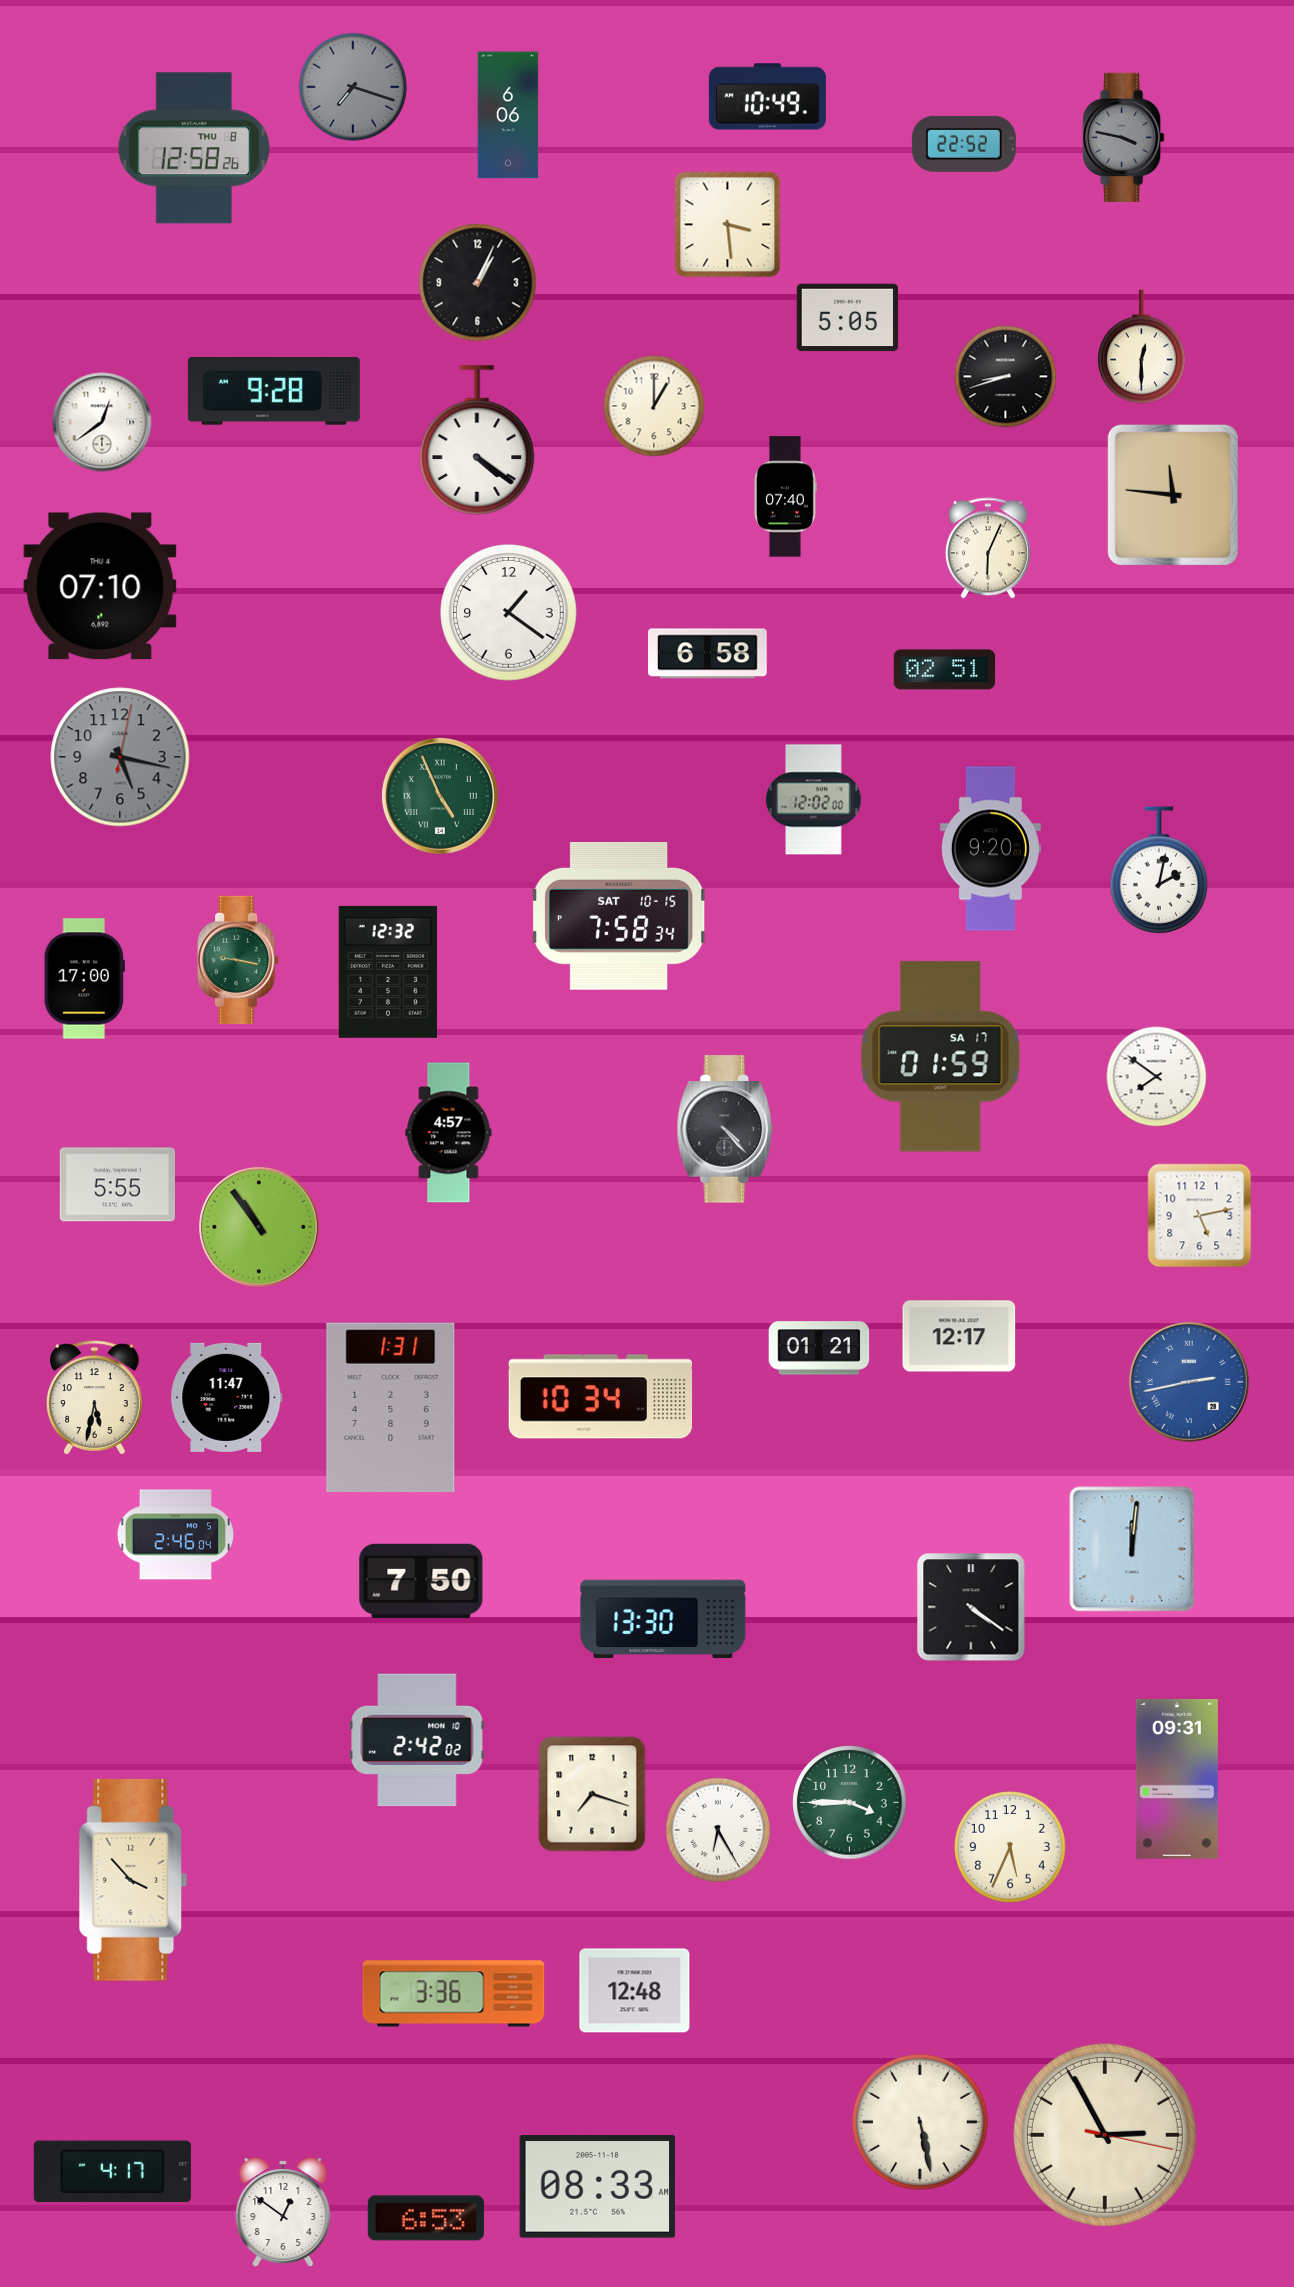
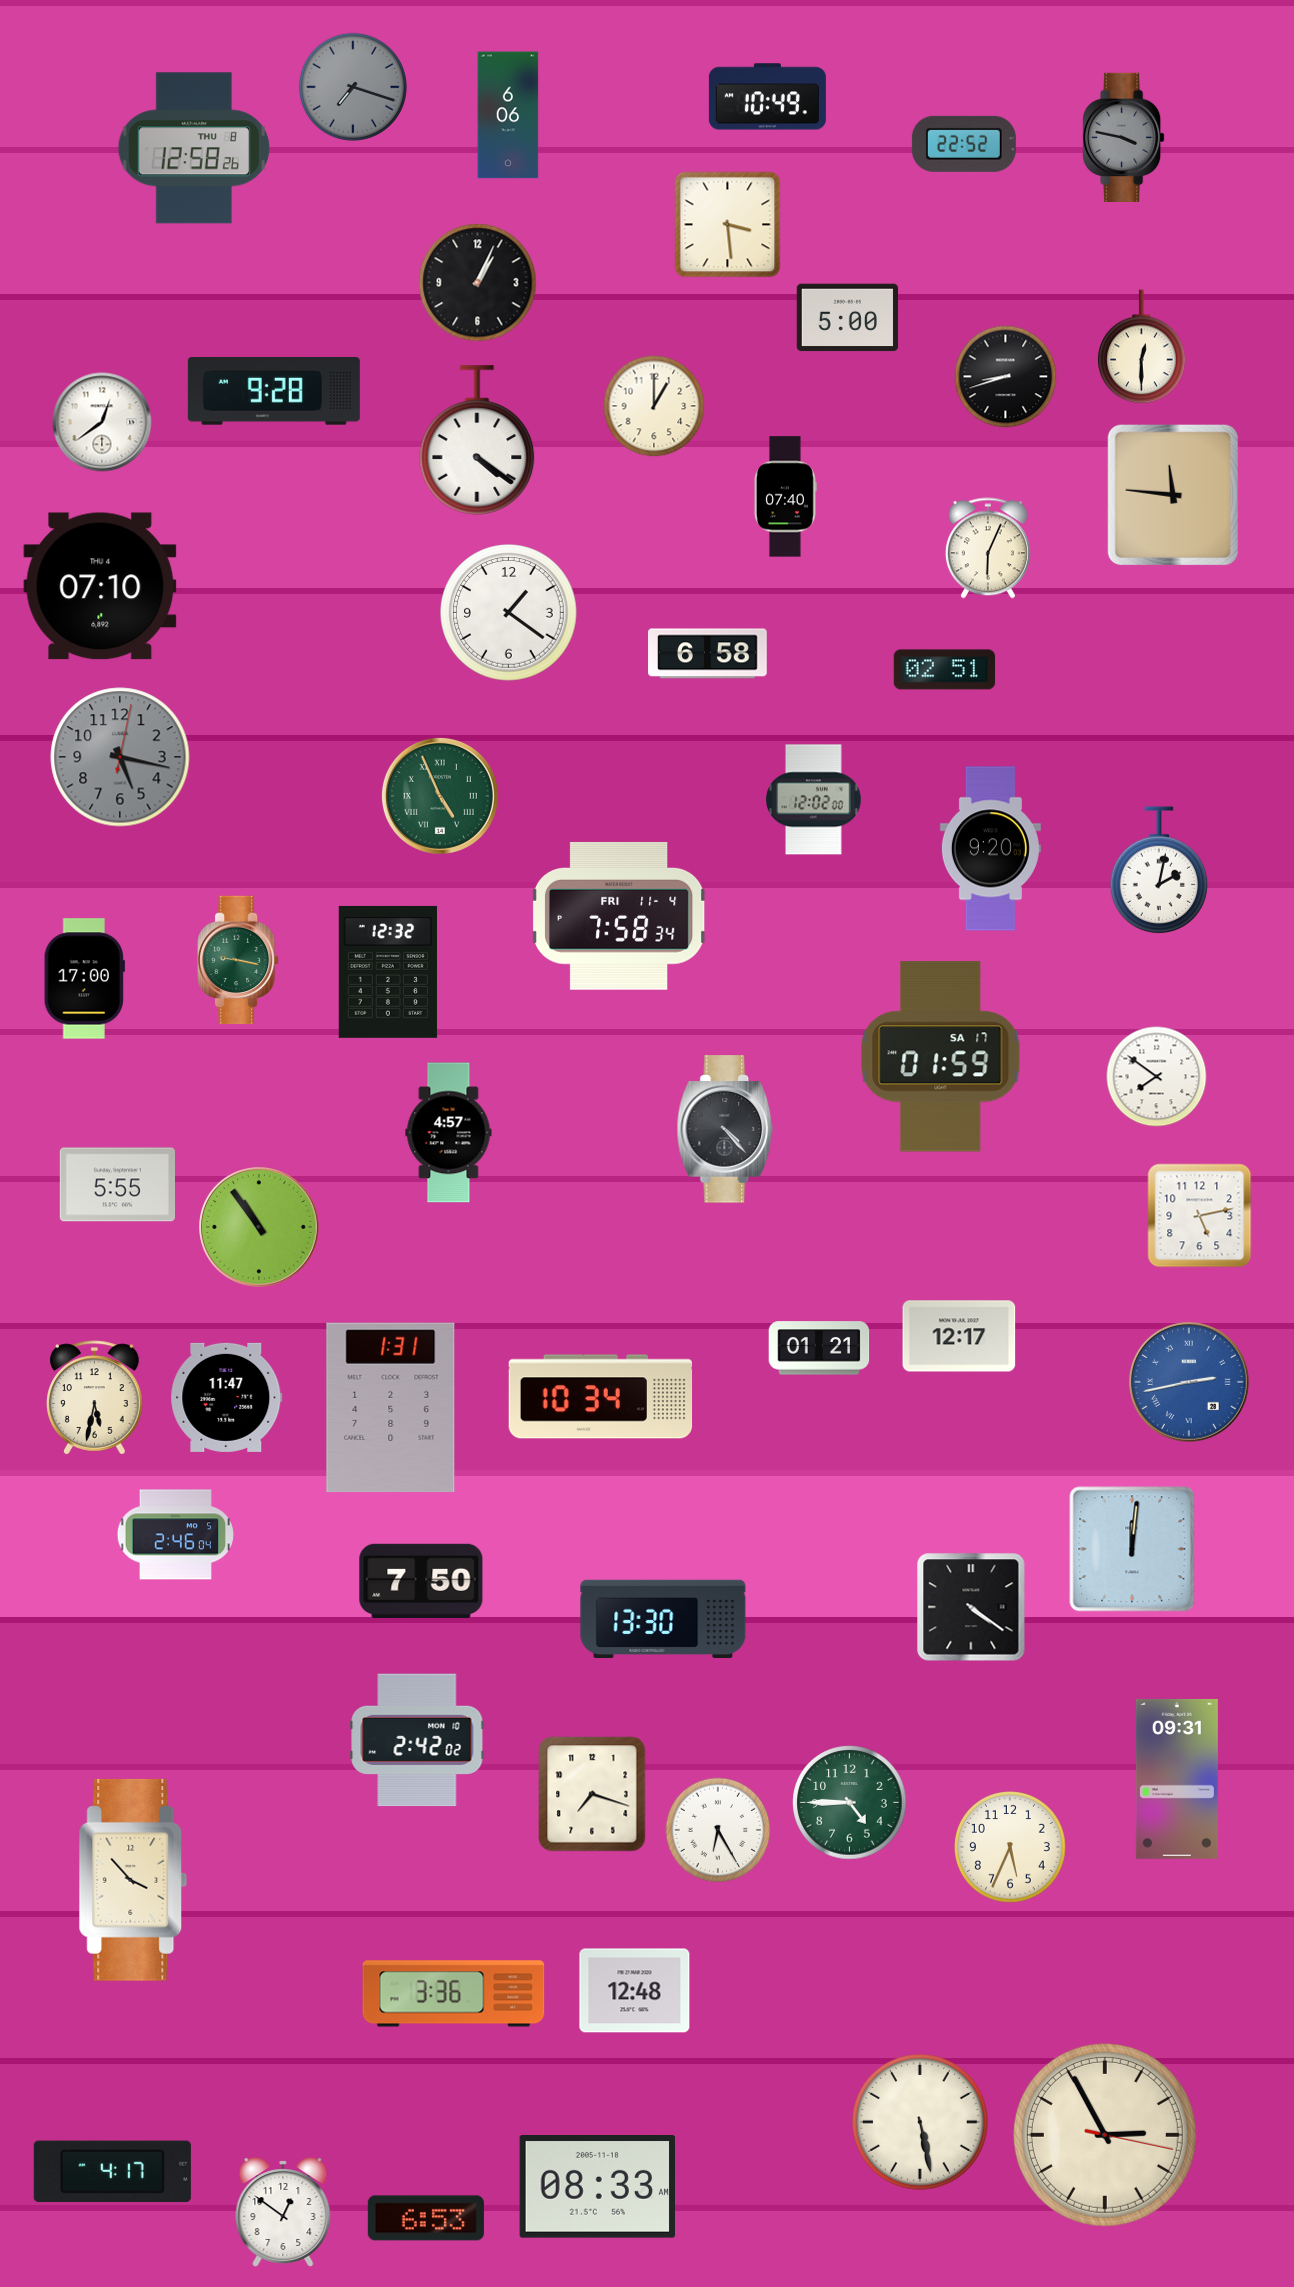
clock at (848, 318): 5:05 -> 5:00
clock at (619, 916) date: SAT 10-15 -> FRI 11-4
clock at (850, 1803): 3:45 -> 4:45
